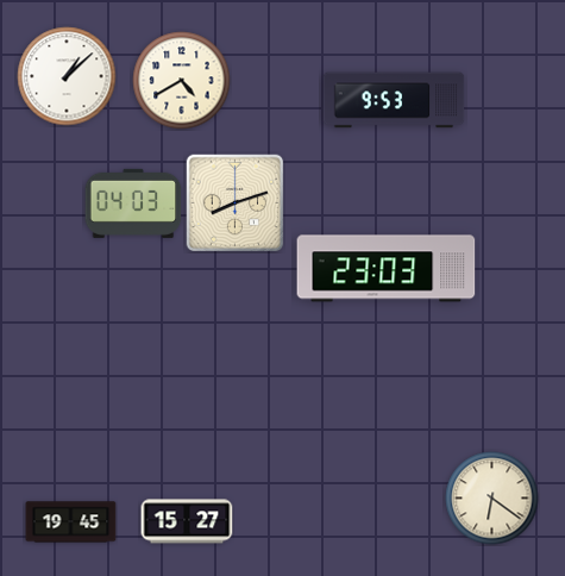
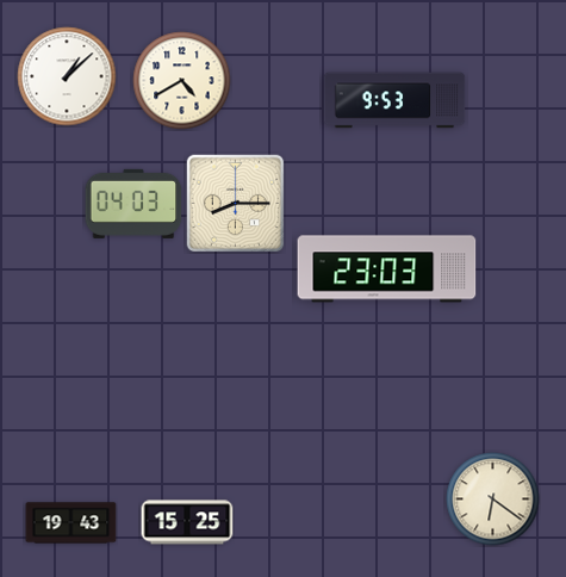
clock at (234, 202): 8:12 -> 8:15
clock at (187, 521): 15:27 -> 15:25
clock at (71, 522): 19:45 -> 19:43
